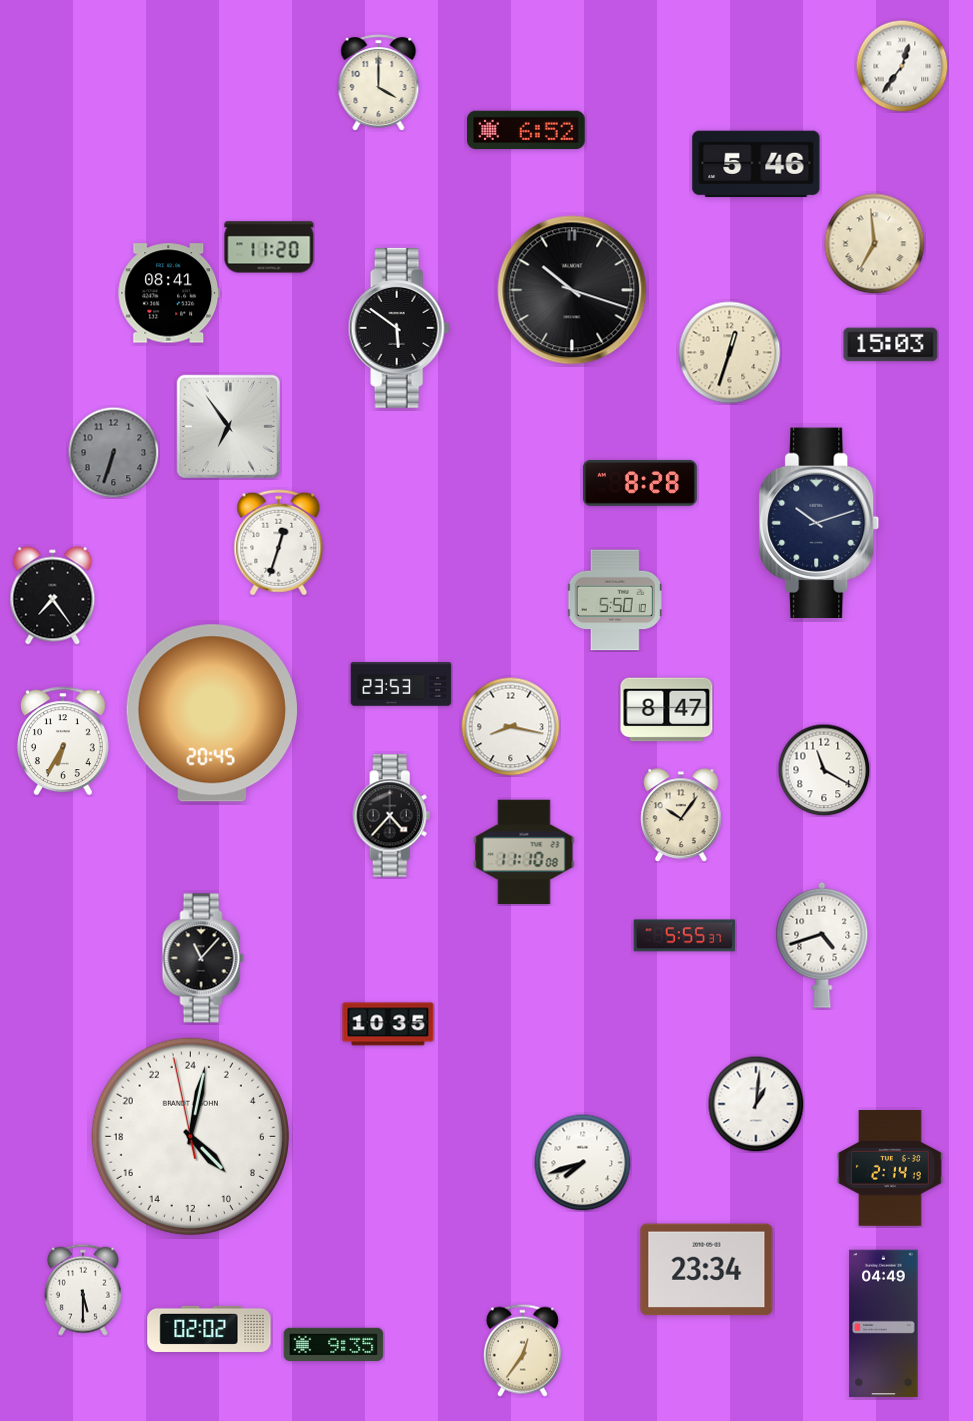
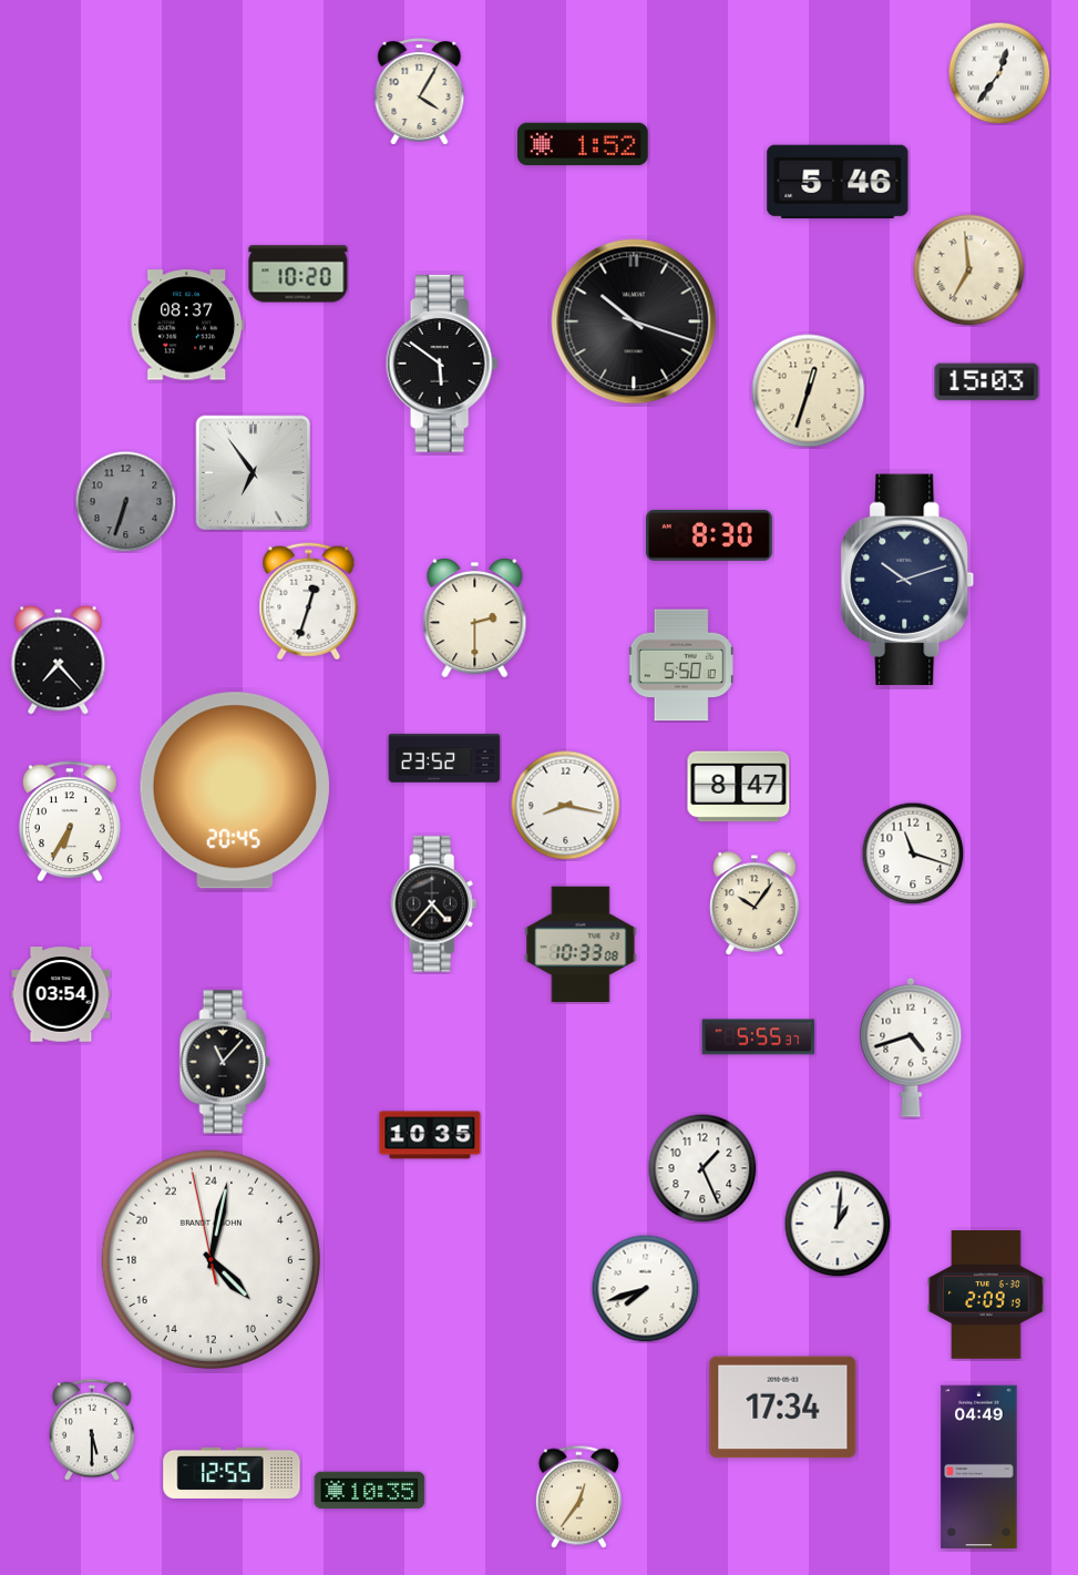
clock at (379, 83): 4:00 -> 4:05
clock at (526, 130): 6:52 -> 1:52
clock at (269, 247): 11:20 -> 10:20
clock at (169, 293): 08:41 -> 08:37
clock at (640, 483): 8:28 -> 8:30
clock at (475, 618): none -> 2:30
clock at (53, 596): 7:24 -> 7:23
clock at (401, 684): 23:53 -> 23:52
clock at (824, 770): 11:20 -> 11:18
clock at (524, 852): 11:10 -> 10:33
clock at (61, 994): none -> 03:54
clock at (702, 1168): none -> 1:26
clock at (890, 1169): 2:14 -> 2:09
clock at (707, 1270): 23:34 -> 17:34
clock at (209, 1329): 02:02 -> 12:55
clock at (334, 1345): 9:35 -> 10:35
